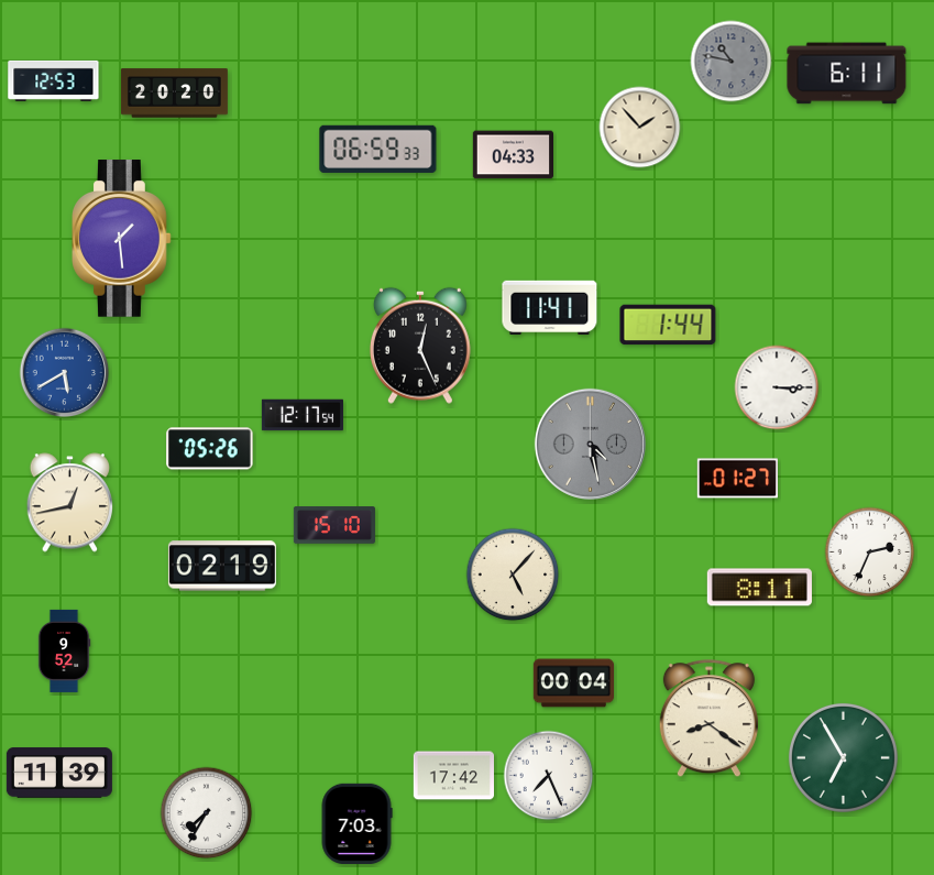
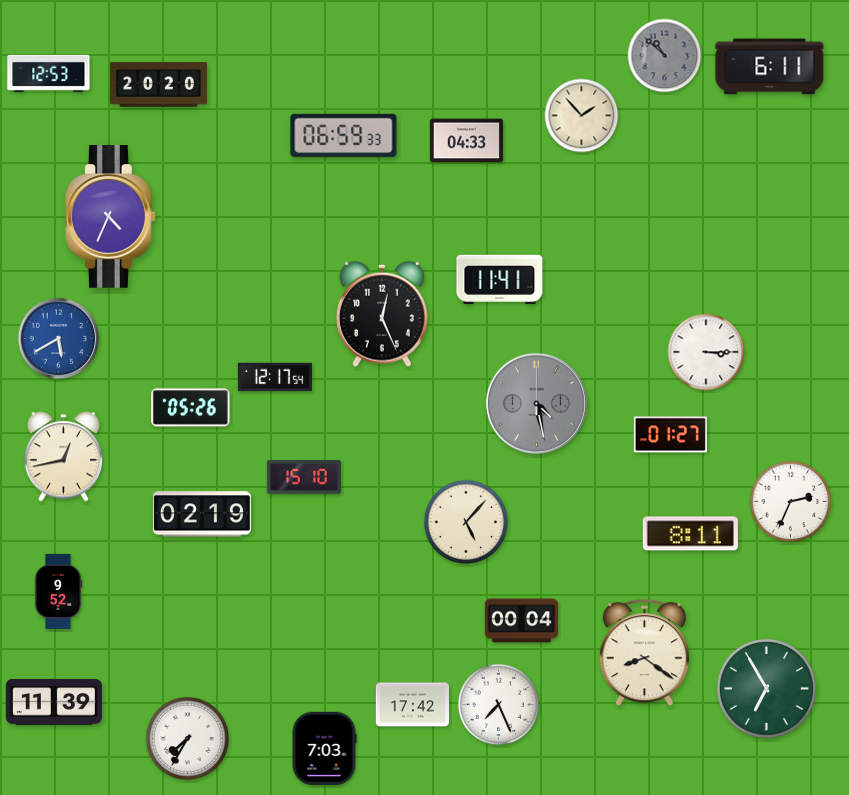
clock at (732, 62): 10:47 -> 10:52
clock at (122, 239): 1:29 -> 4:34
clock at (668, 325): 1:44 -> none
